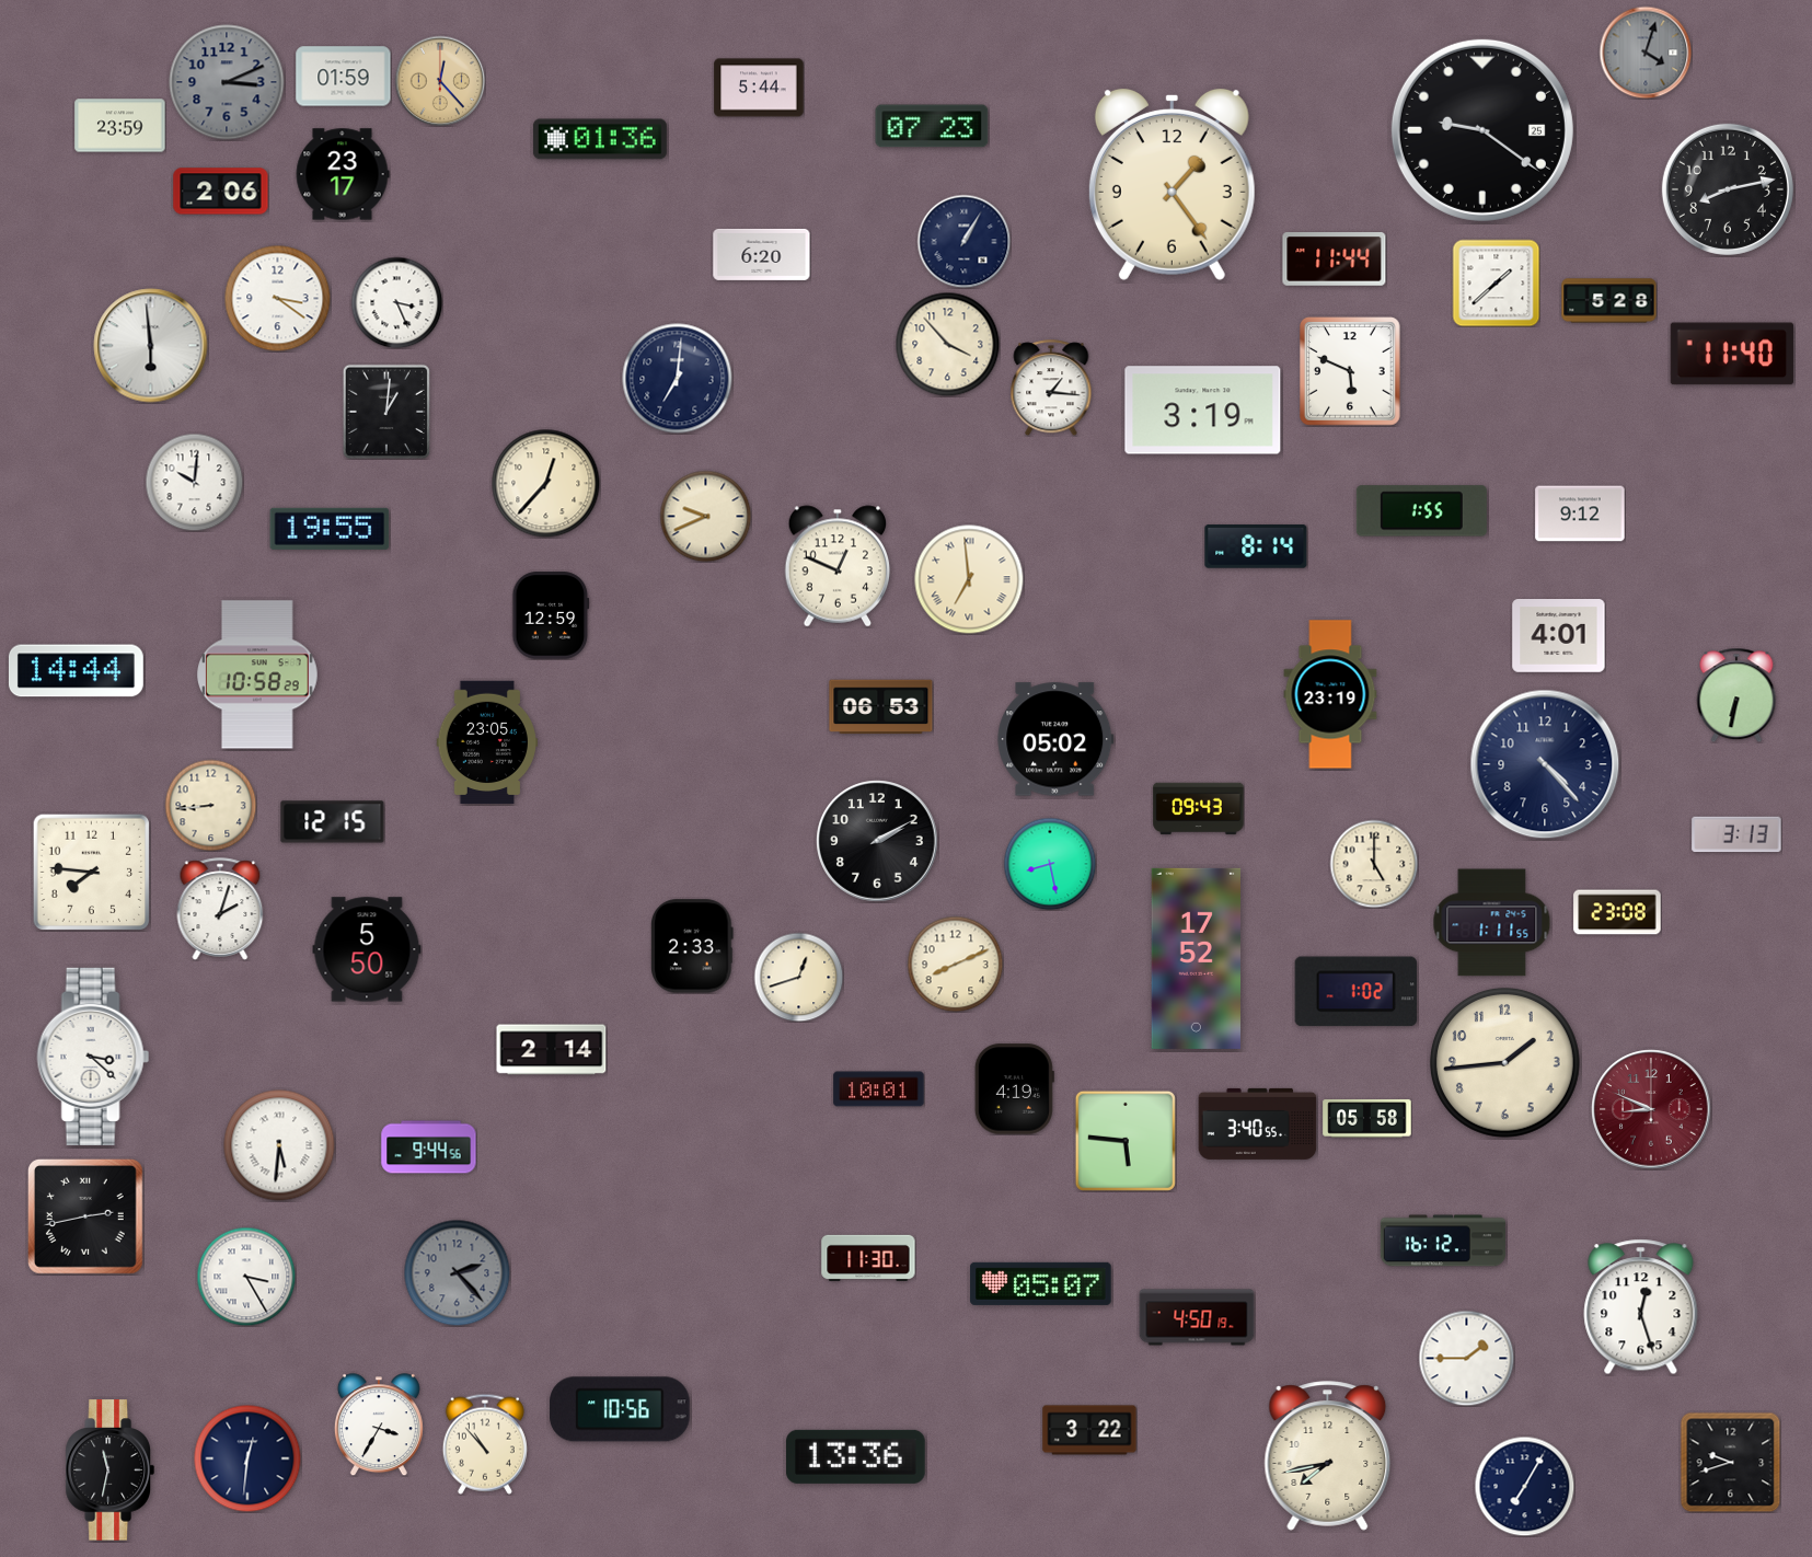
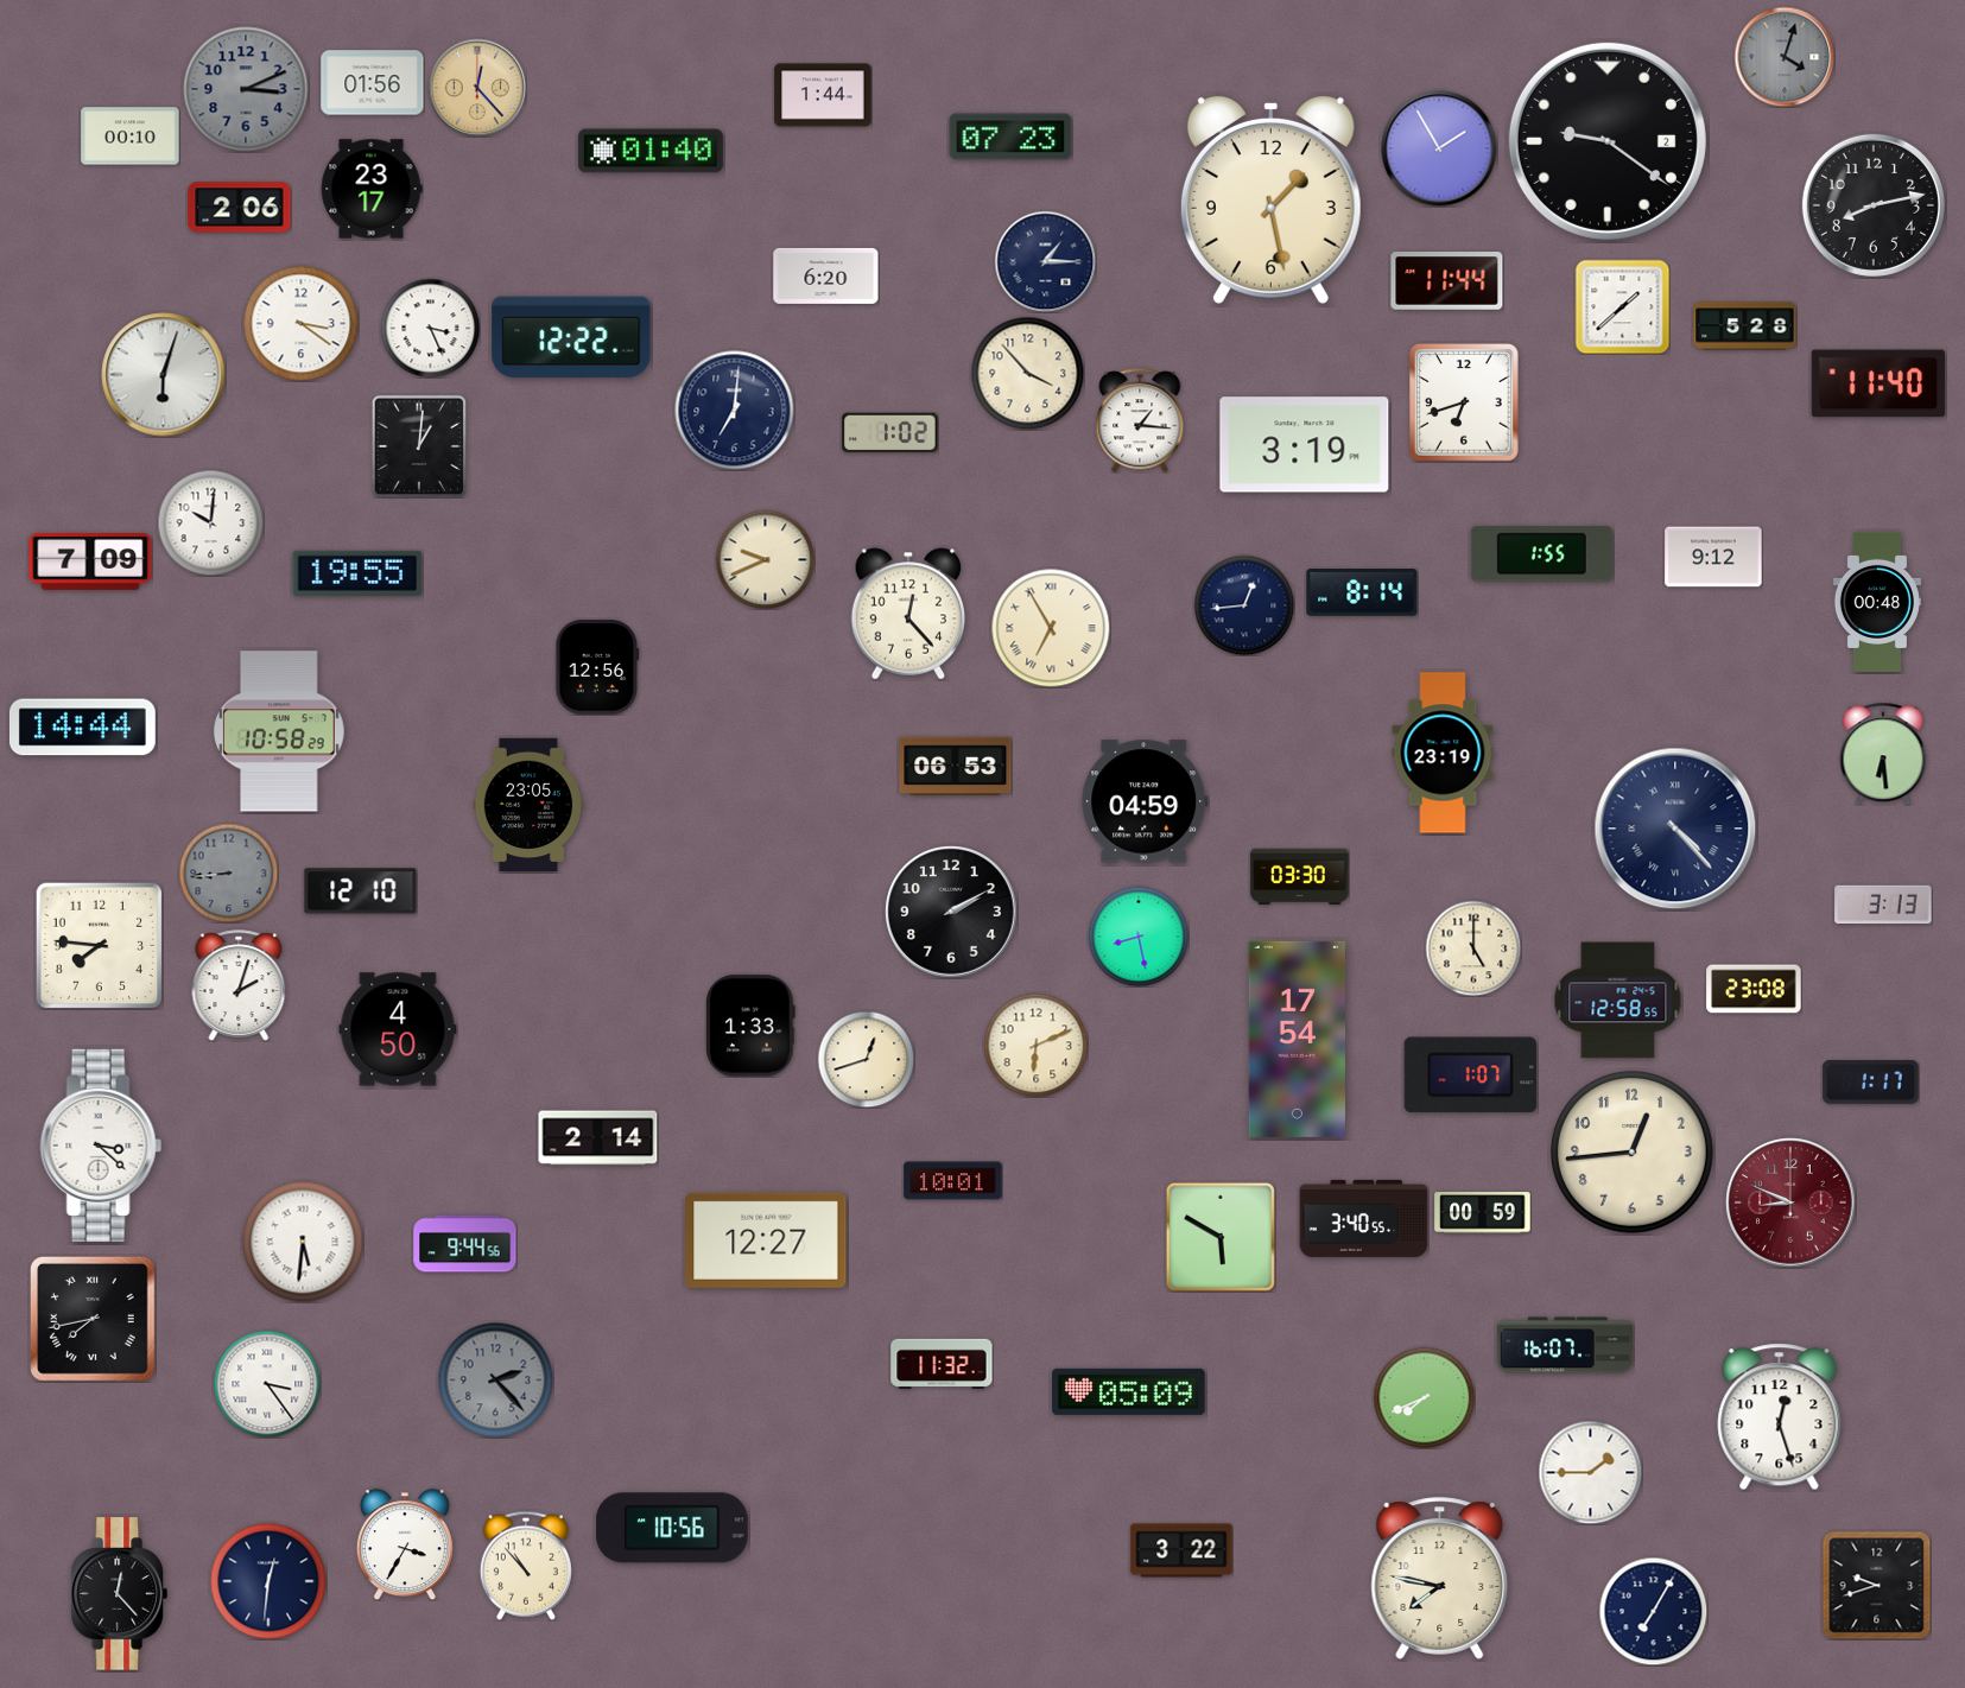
clock at (344, 77): 01:59 -> 01:56
clock at (759, 88): 5:44 -> 1:44
clock at (120, 126): 23:59 -> 00:10
clock at (1482, 130) date: 25 -> 2
clock at (1439, 148): none -> 1:55
clock at (600, 139): 01:36 -> 01:40
clock at (1172, 184): 1:24 -> 1:28
clock at (963, 241): 1:05 -> 1:15
clock at (571, 337): none -> 12:22
clock at (151, 346): 5:59 -> 6:03
clock at (1350, 371): 5:49 -> 6:42
clock at (890, 433): none -> 1:02
clock at (546, 484): 12:37 -> none
clock at (90, 561): none -> 7:09
clock at (1877, 602): none -> 00:48
clock at (1244, 605): none -> 12:44
clock at (838, 566): 12:49 -> 12:23
clock at (969, 579): 6:59 -> 6:55
clock at (551, 615): 12:59 -> 12:56
clock at (1559, 636): 4:01 -> none
clock at (1736, 695): 6:32 -> 6:29
clock at (1055, 739): 05:02 -> 04:59
clock at (1545, 764) numerals: Arabic -> Roman
clock at (210, 805) dial: cream -> grey
clock at (1199, 809): 09:43 -> 03:30
clock at (333, 822): 12:15 -> 12:10
clock at (1374, 864) position: (1374, 864) -> (1473, 948)
clock at (1492, 923): 1:11 -> 12:58
clock at (692, 946): 2:33 -> 1:33
clock at (367, 949): 5:50 -> 4:50
clock at (1197, 958): 17:52 -> 17:54
clock at (955, 964): 8:11 -> 6:11
clock at (1355, 992): 1:02 -> 1:07
clock at (1871, 1083): none -> 1:17
clock at (1505, 1063): 1:44 -> 12:44
clock at (1014, 1089): 4:19 -> none
clock at (1367, 1119): 05:58 -> 00:59
clock at (1126, 1141): 5:46 -> 5:50
clock at (766, 1240): none -> 12:27
clock at (86, 1218): 2:43 -> 7:43
clock at (1442, 1241): 16:12 -> 16:07
clock at (868, 1257): 11:30 -> 11:32
clock at (246, 1277): 3:25 -> 3:24
clock at (1041, 1283): 05:07 -> 05:09
clock at (1424, 1397): none -> 7:41
clock at (1197, 1317): 4:50 -> none
clock at (379, 1425) position: (379, 1425) -> (405, 1544)
clock at (856, 1456): 13:36 -> none
clock at (1328, 1456): 7:43 -> 7:47
clock at (109, 1470): 11:32 -> 12:23
